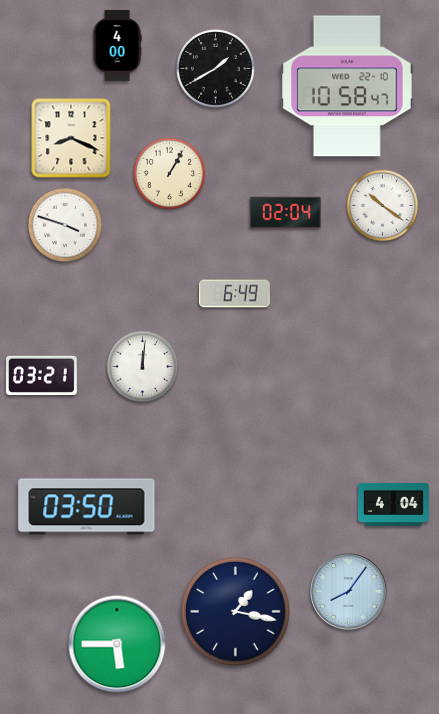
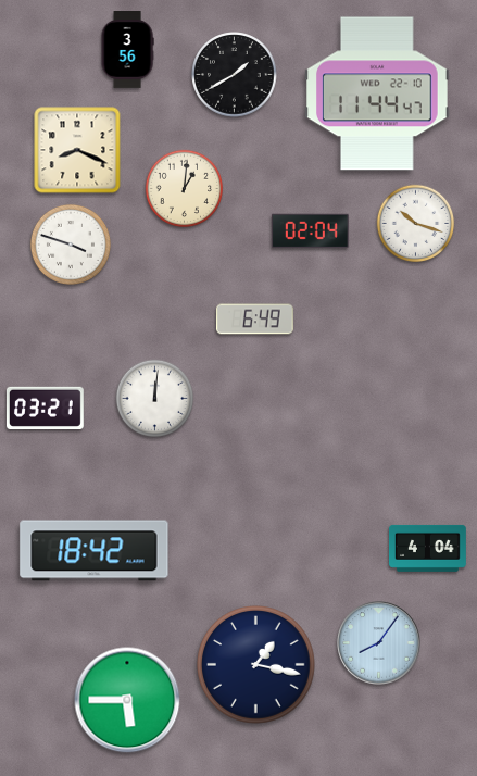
clock at (117, 46): 4:00 -> 3:56
clock at (348, 86): 10:58 -> 11:44
clock at (170, 174): 1:05 -> 1:01
clock at (383, 206): 10:21 -> 10:18
clock at (87, 507): 03:50 -> 18:42
